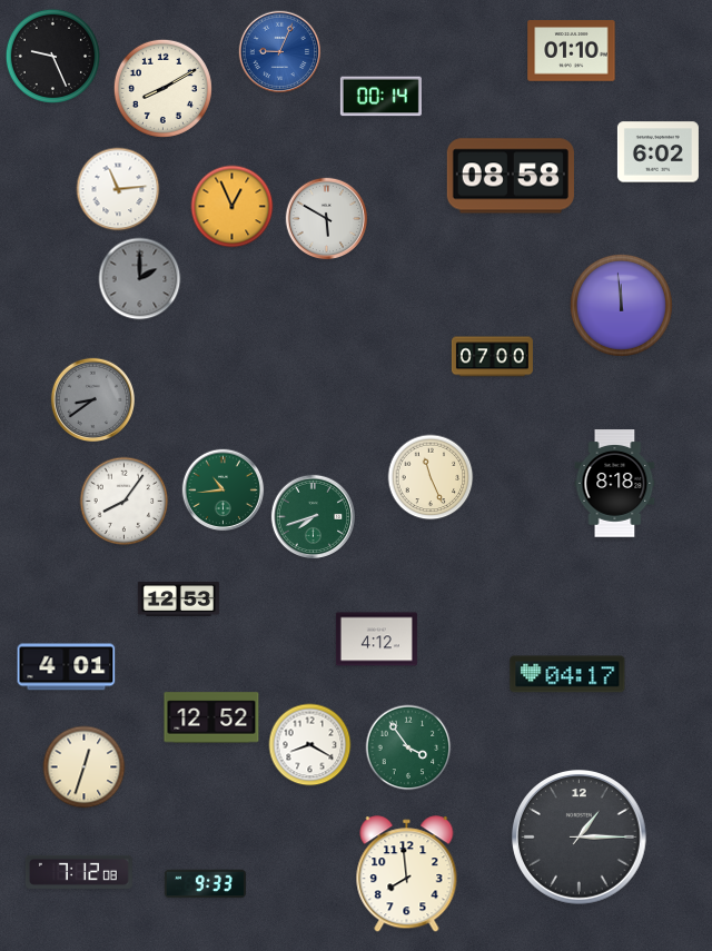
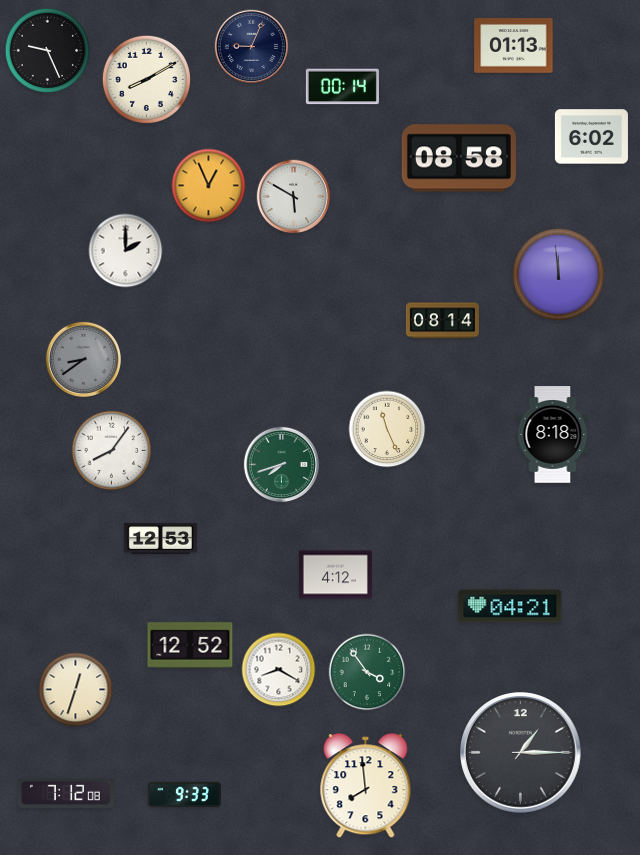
clock at (572, 51): 01:10 -> 01:13
clock at (280, 52) dial: blue -> navy
clock at (118, 189): 11:14 -> none
clock at (140, 279) dial: grey -> white
clock at (492, 357): 07:00 -> 08:14
clock at (224, 491): 10:44 -> none
clock at (376, 640) position: (376, 640) -> (335, 575)
clock at (67, 667): 4:01 -> none
clock at (567, 674): 04:17 -> 04:21
clock at (79, 872) position: (79, 872) -> (66, 793)
